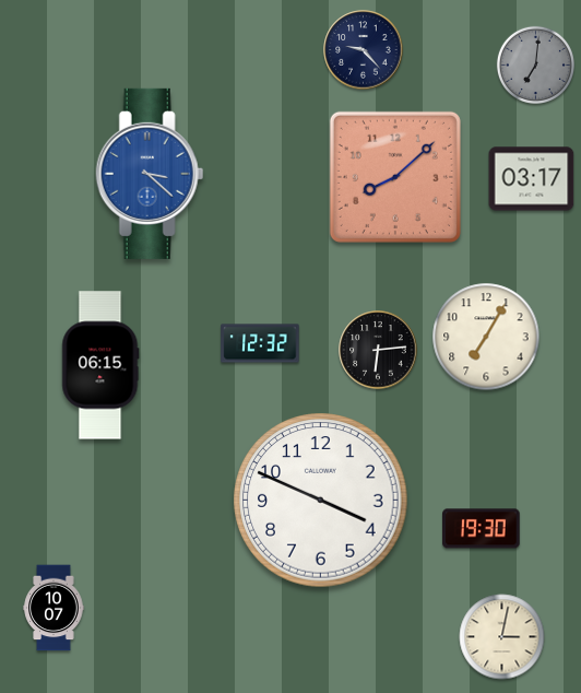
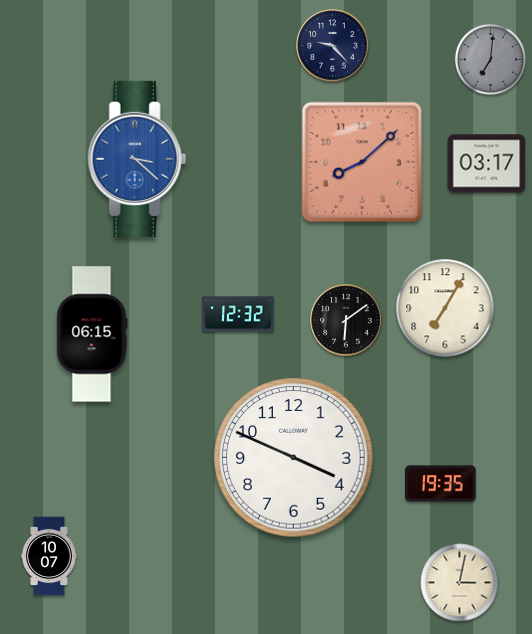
clock at (378, 350): 6:14 -> 6:09
clock at (482, 529): 19:30 -> 19:35
